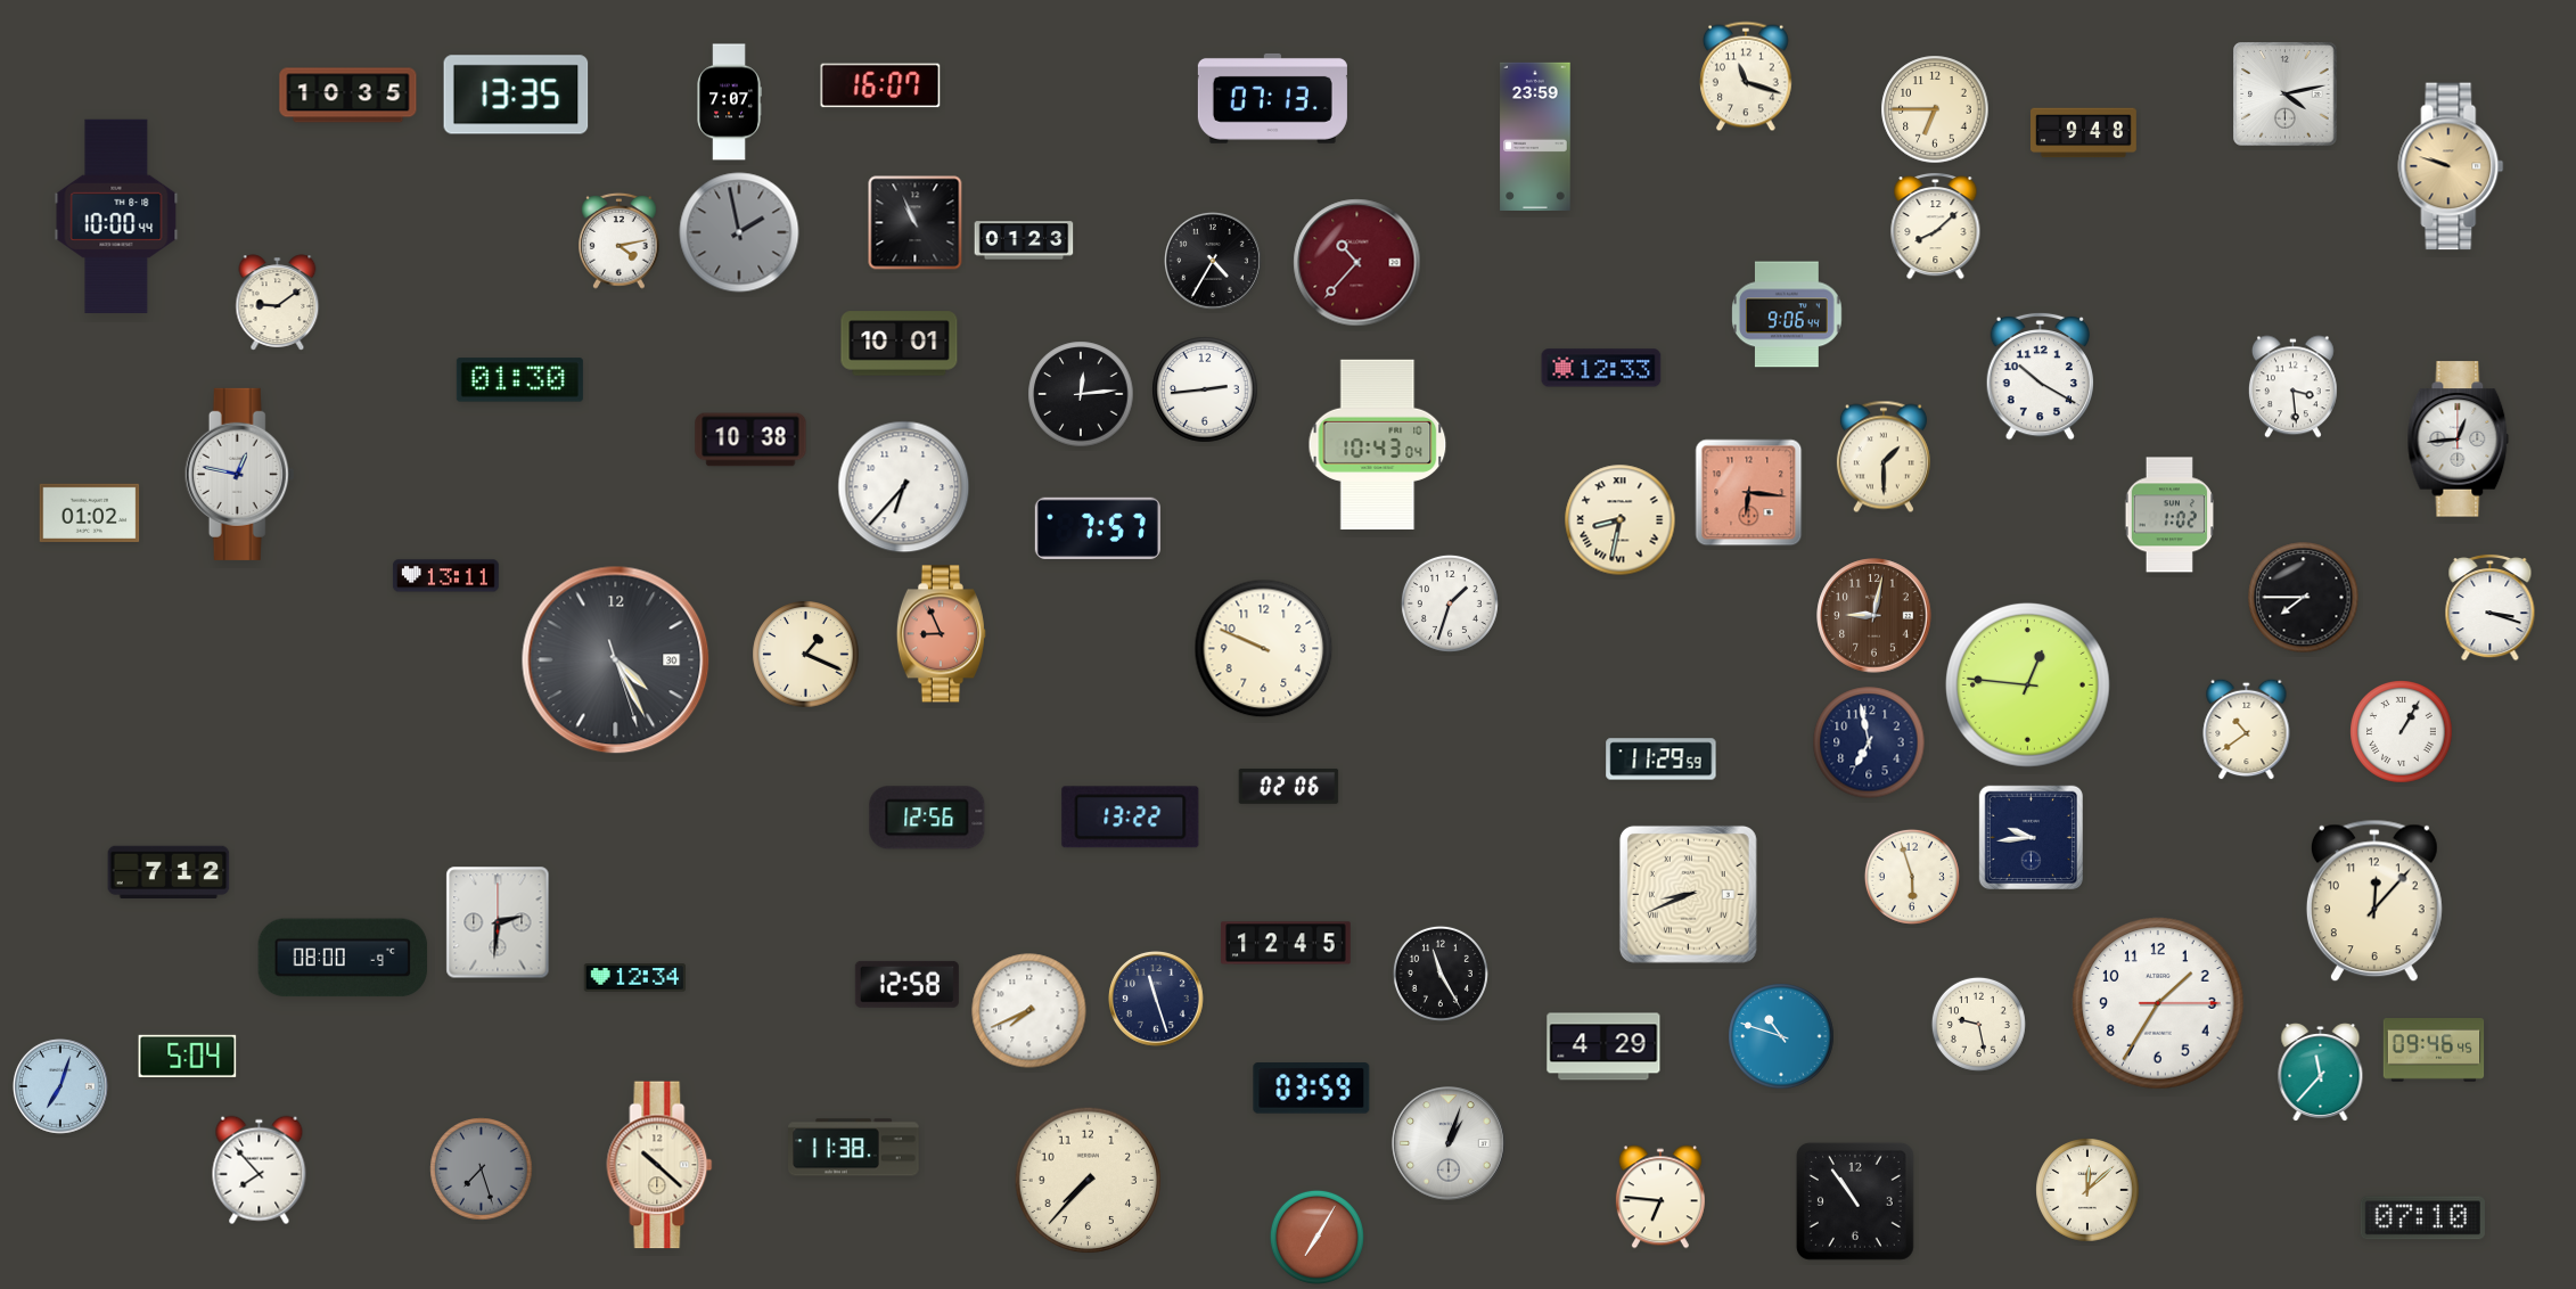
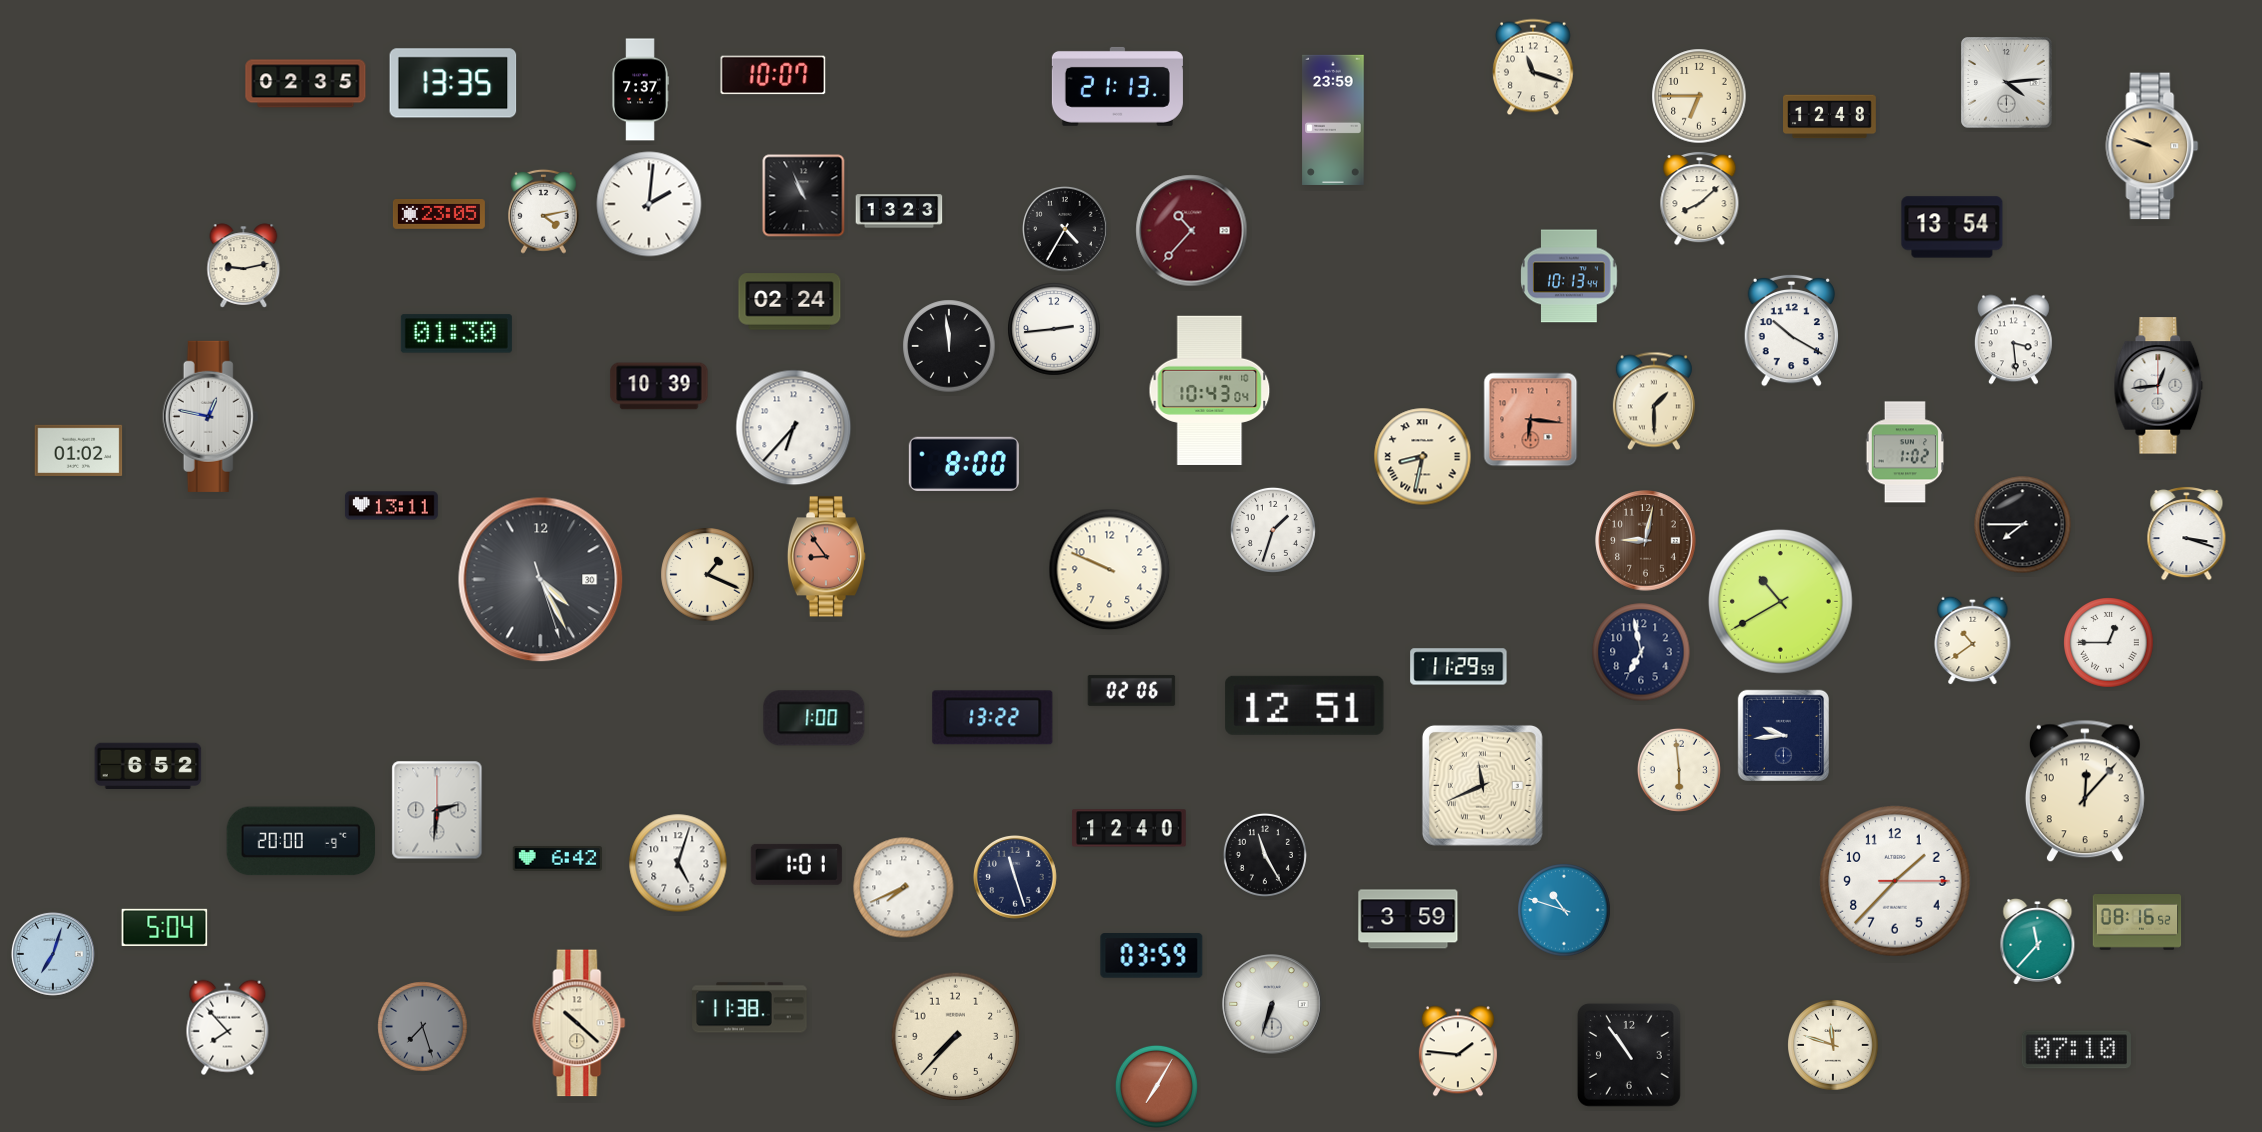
clock at (880, 85): 16:07 -> 10:07
clock at (2286, 95): 4:13 -> 4:14
clock at (348, 96): 10:35 -> 02:35
clock at (1272, 98): 07:13 -> 21:13
clock at (729, 102): 7:07 -> 7:37
clock at (2084, 133): 9:48 -> 12:48
clock at (1535, 137) position: (1535, 137) -> (1333, 120)
clock at (116, 216): 10:00 -> none
clock at (739, 232): 1:58 -> 2:01
clock at (739, 232) dial: grey -> white
clock at (1024, 240): 01:23 -> 13:23
clock at (439, 214): none -> 23:05
clock at (1952, 227): none -> 13:54
clock at (278, 303): 9:09 -> 9:13
clock at (1787, 314): 9:06 -> 10:13
clock at (900, 344): 10:01 -> 02:24
clock at (1601, 368): 12:33 -> none
clock at (1205, 389) position: (1205, 389) -> (1054, 329)
clock at (1081, 394): 12:14 -> 11:59
clock at (750, 440): 10:38 -> 10:39
clock at (1749, 493) position: (1749, 493) -> (1531, 420)
clock at (1098, 528): 7:57 -> 8:00
clock at (941, 634): 8:56 -> 8:54
clock at (2027, 684): 12:46 -> 10:40
clock at (2402, 732): 1:05 -> 12:45
clock at (1305, 705): none -> 12:51
clock at (927, 818): 12:56 -> 1:00
clock at (169, 872): 7:12 -> 6:52
clock at (1912, 877): 5:57 -> 5:59
clock at (1688, 894): 8:41 -> 11:41
clock at (1286, 943): 12:45 -> 12:40
clock at (343, 958): 08:00 -> 20:00
clock at (634, 978): 12:34 -> 6:42
clock at (678, 863): none -> 5:03
clock at (906, 984): 12:58 -> 1:01
clock at (2158, 1003): 1:35 -> 1:37
clock at (1978, 1024): 9:28 -> none
clock at (1603, 1046): 4:29 -> 3:59
clock at (2434, 1051): 09:46 -> 08:16
clock at (1449, 1143): 1:03 -> 6:33
clock at (2087, 1190): 12:08 -> 11:48
clock at (1660, 1197): 6:46 -> 1:46
clock at (2422, 1218) position: (2422, 1218) -> (2076, 1050)
